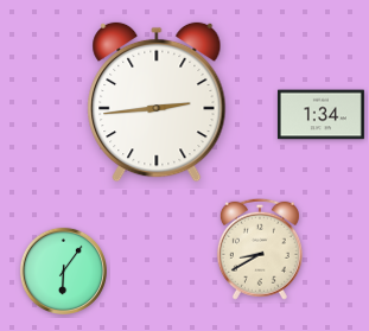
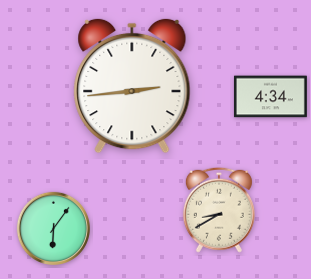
clock at (320, 115): 1:34 -> 4:34
